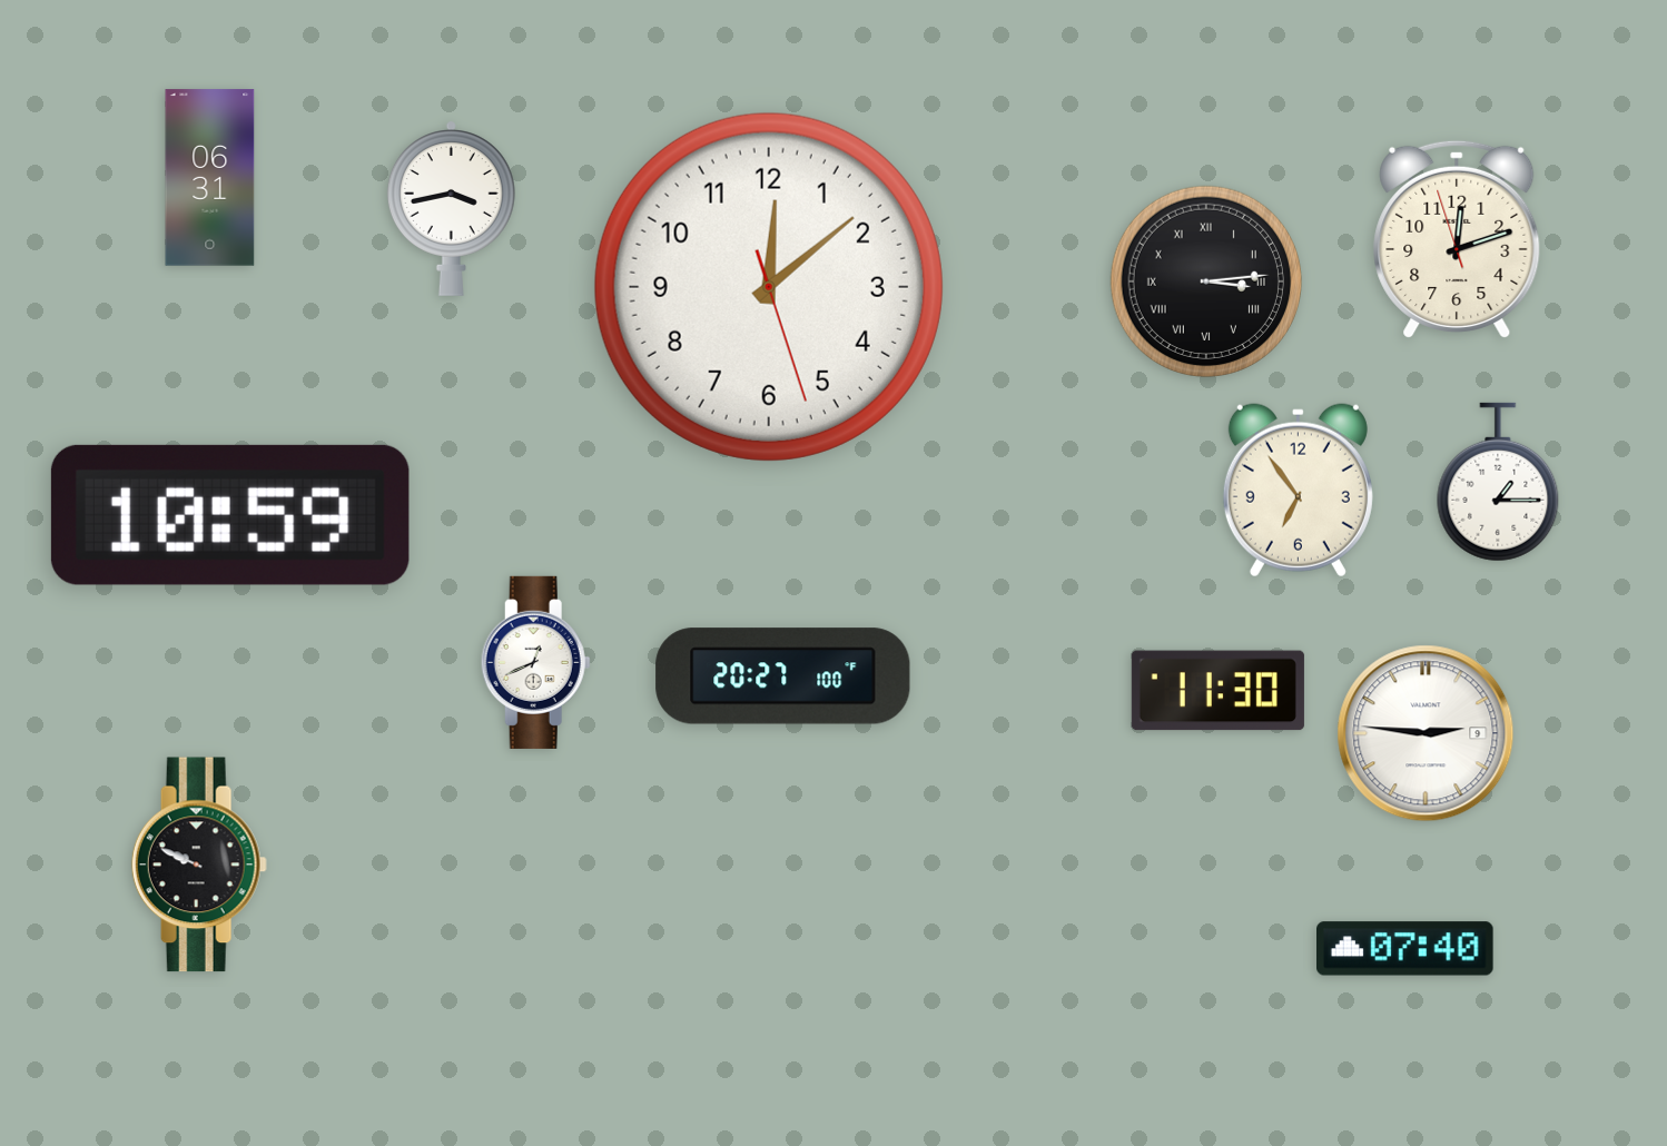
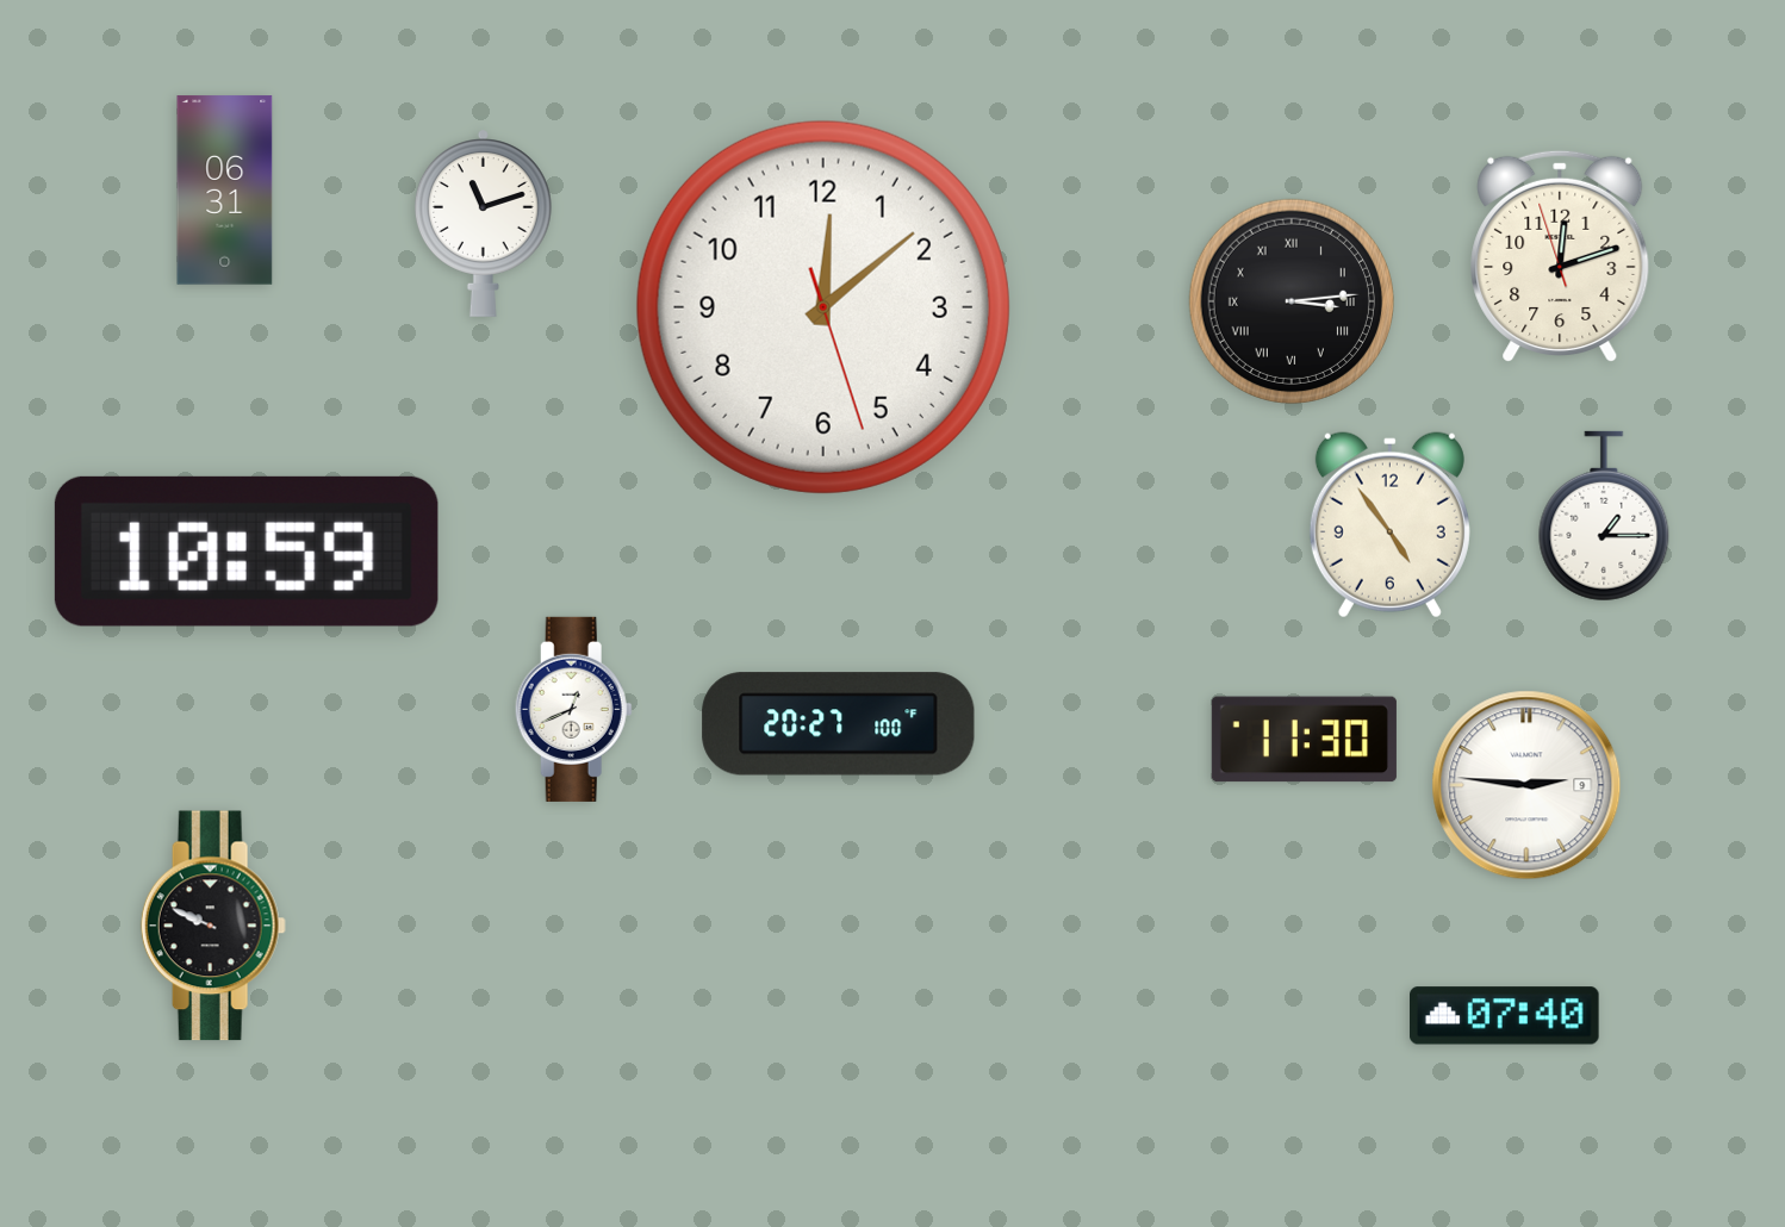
clock at (451, 208): 3:43 -> 11:12
clock at (1298, 491): 6:54 -> 4:54
